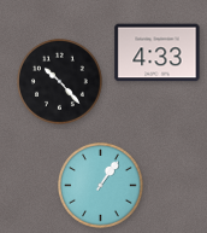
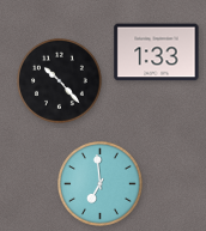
clock at (158, 53): 4:33 -> 1:33
clock at (101, 186): 1:06 -> 6:59
